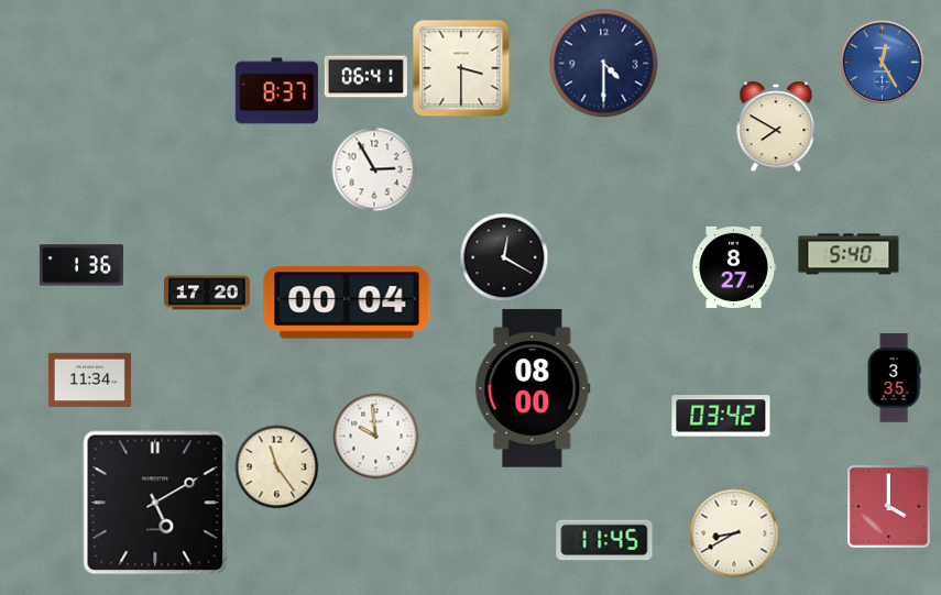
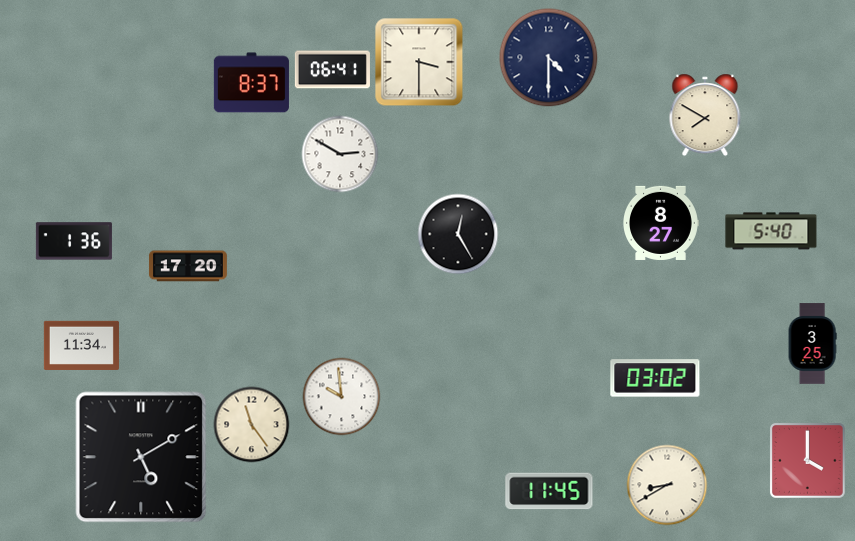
clock at (883, 63): 12:25 -> none
clock at (374, 169): 2:55 -> 2:50
clock at (504, 257): 12:20 -> 12:25
clock at (734, 267) position: (734, 267) -> (661, 223)
clock at (347, 302): 00:04 -> none
clock at (894, 378): 3:35 -> 3:25
clock at (533, 388): 08:00 -> none
clock at (721, 416): 03:42 -> 03:02
